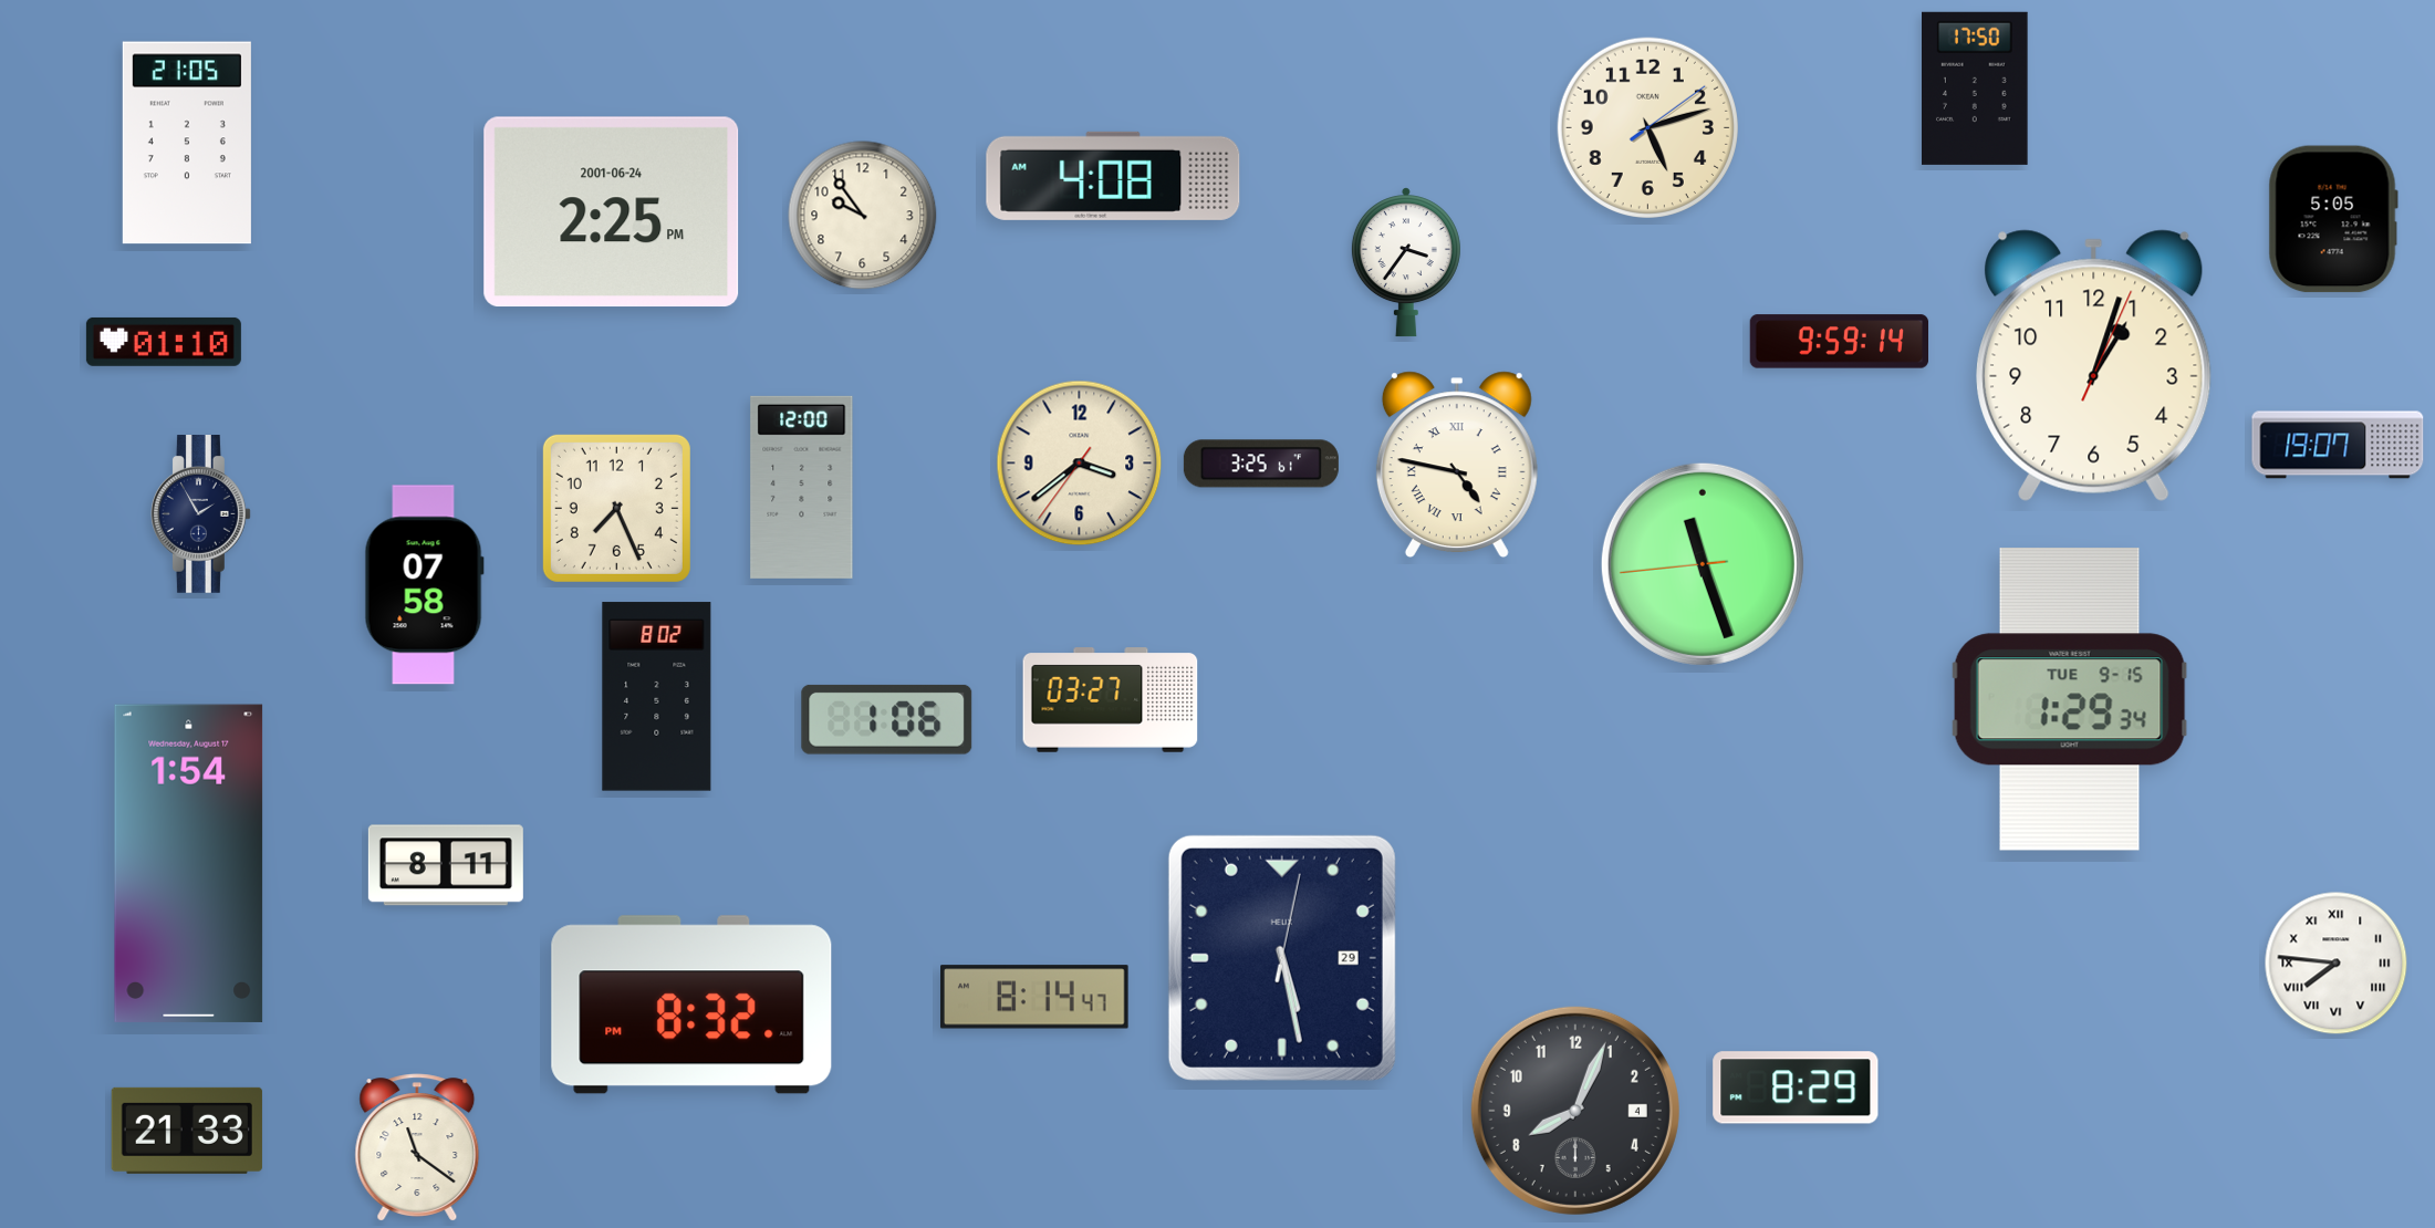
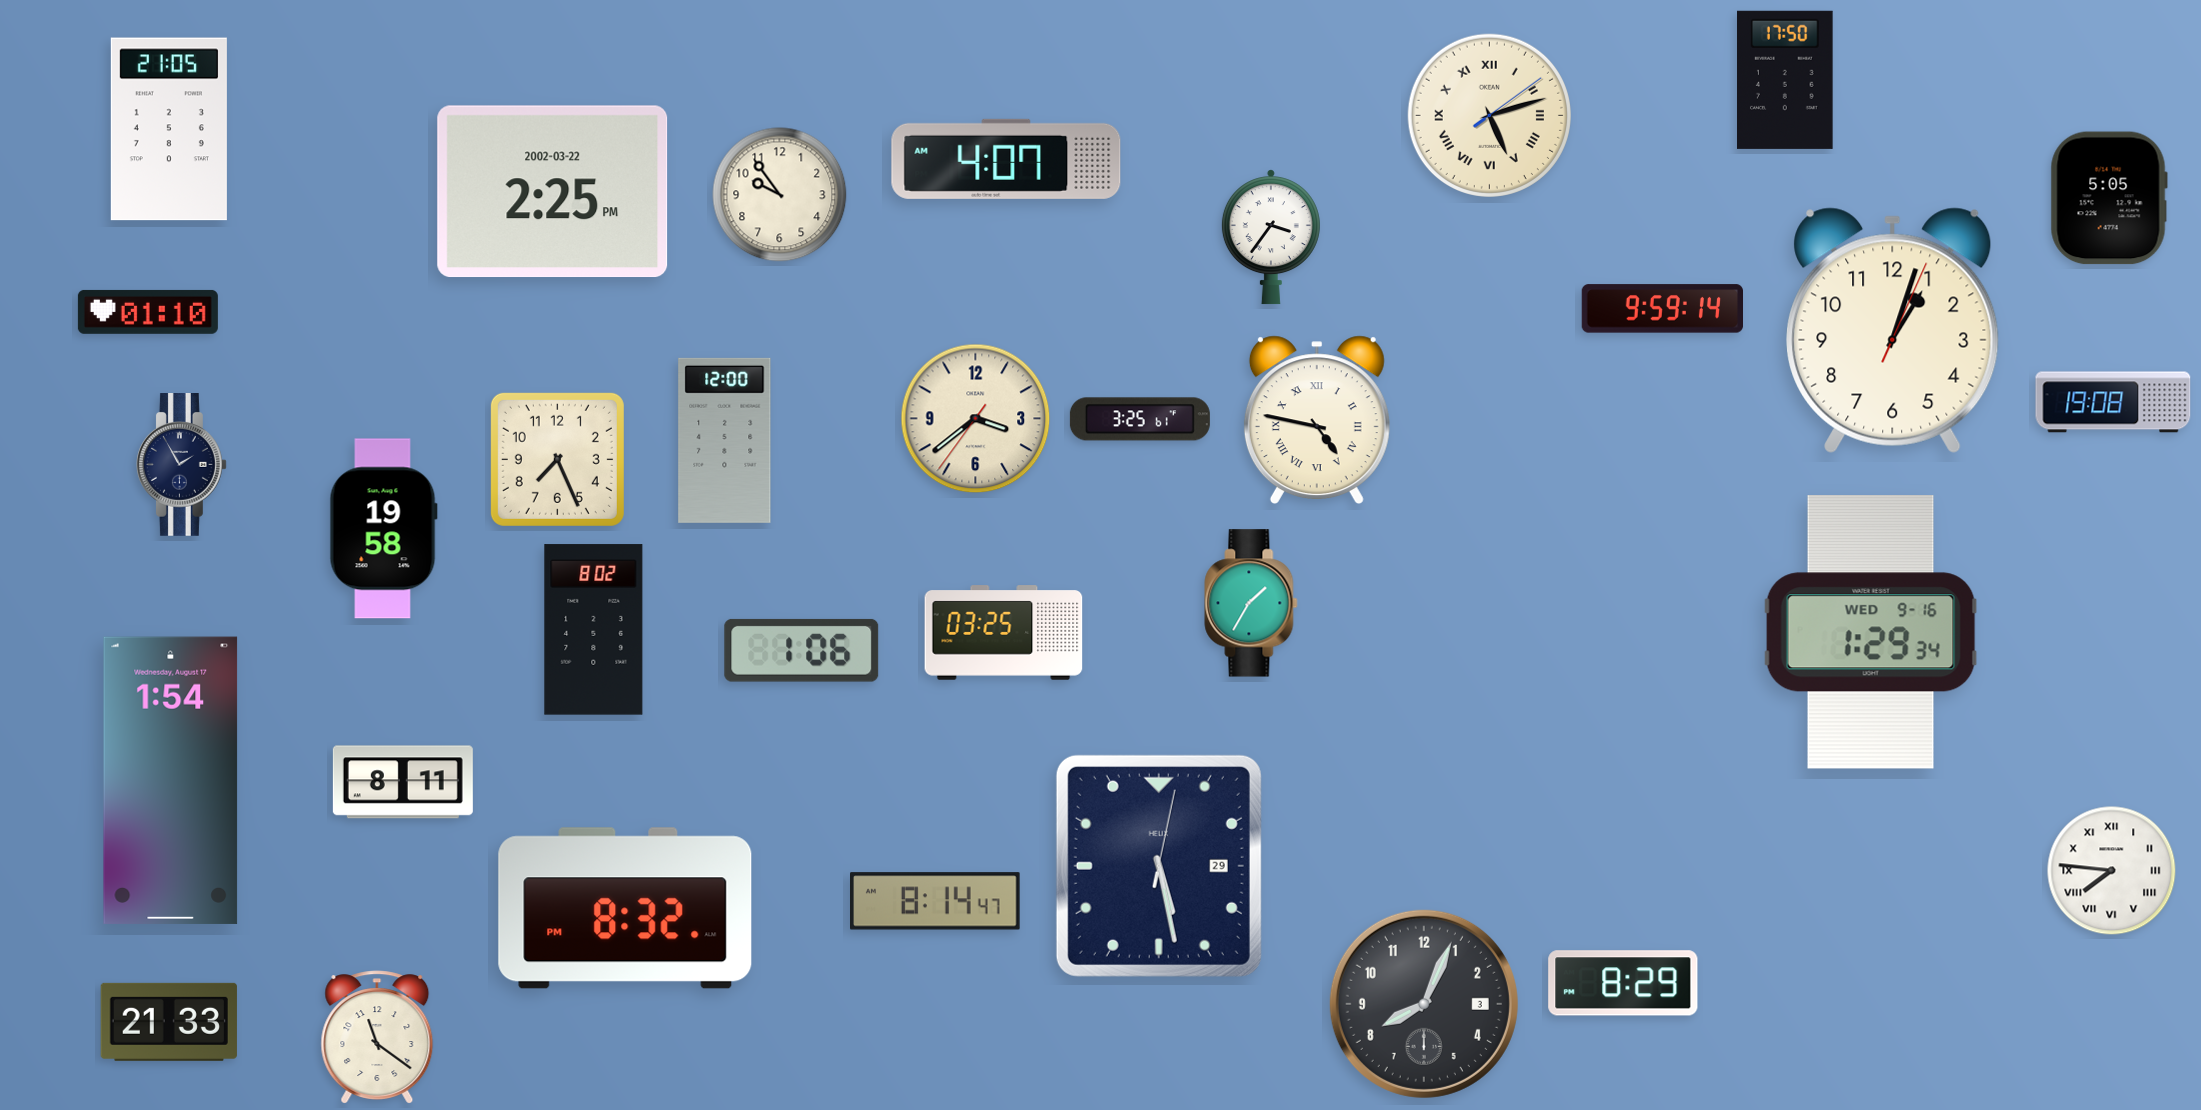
clock at (1647, 127) numerals: Arabic -> Roman
clock at (1113, 176): 4:08 -> 4:07
clock at (612, 212) date: 2001-06-24 -> 2002-03-22
clock at (164, 342) position: (164, 342) -> (148, 312)
clock at (2338, 445): 19:07 -> 19:08
clock at (1703, 564): 11:26 -> none
clock at (424, 585): 07:58 -> 19:58
clock at (1251, 603): none -> 1:35
clock at (2070, 699) date: TUE 9-15 -> WED 9-16
clock at (1111, 700): 03:27 -> 03:25
clock at (1575, 1111) date: 4 -> 3
